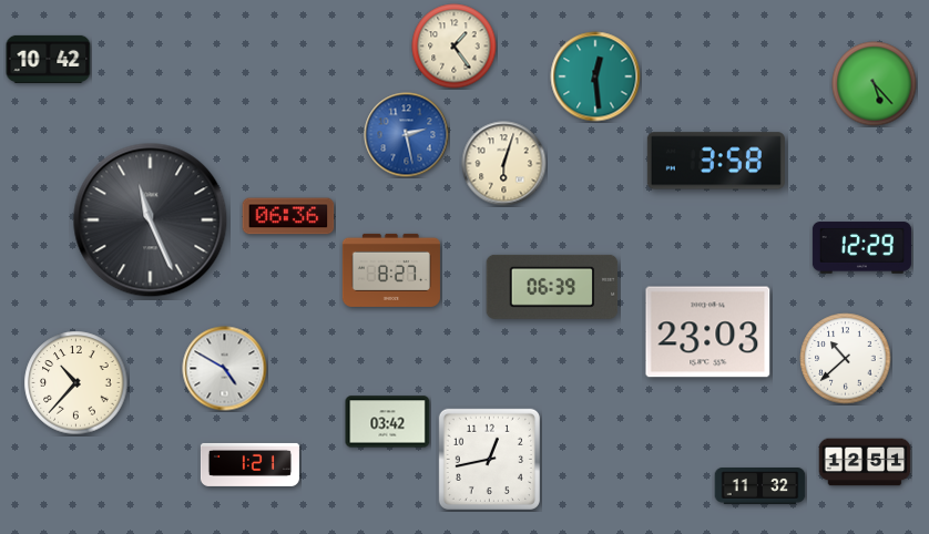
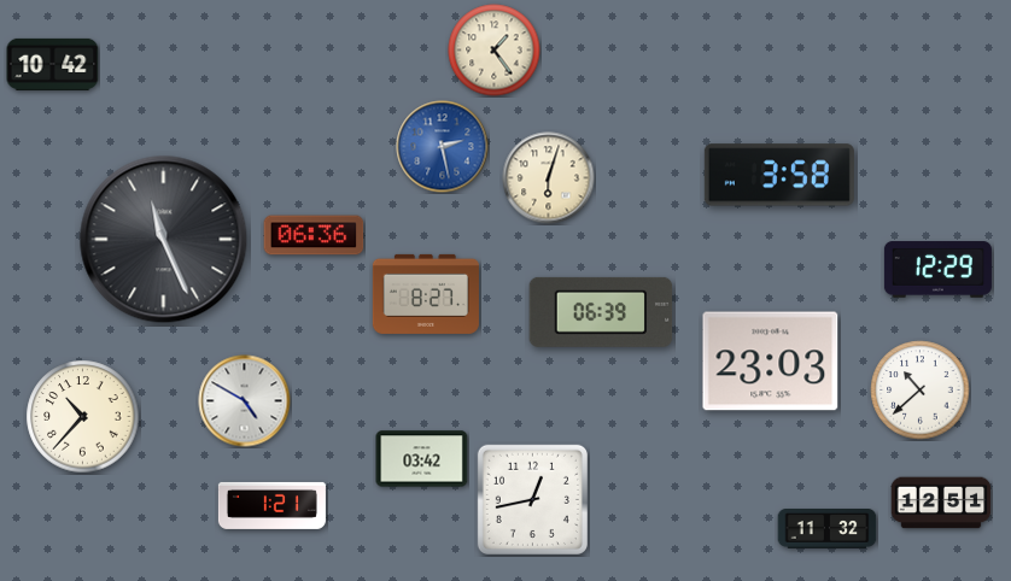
clock at (595, 76): 12:29 -> none
clock at (875, 84): 5:23 -> none
